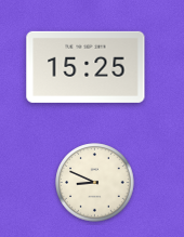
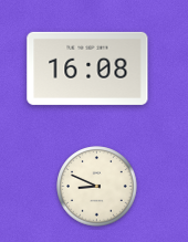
clock at (86, 67): 15:25 -> 16:08
